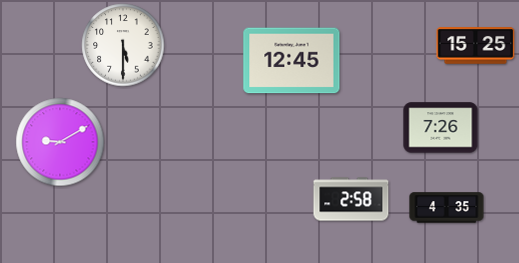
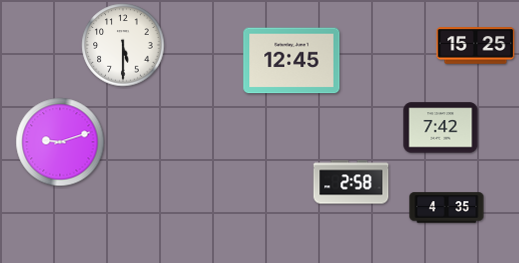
clock at (441, 128): 7:26 -> 7:42
clock at (60, 142): 9:10 -> 9:12
clock at (351, 199) position: (351, 199) -> (351, 182)
